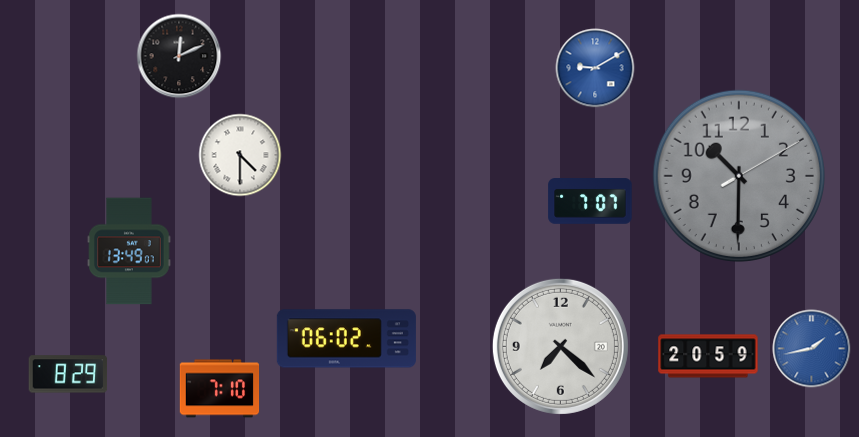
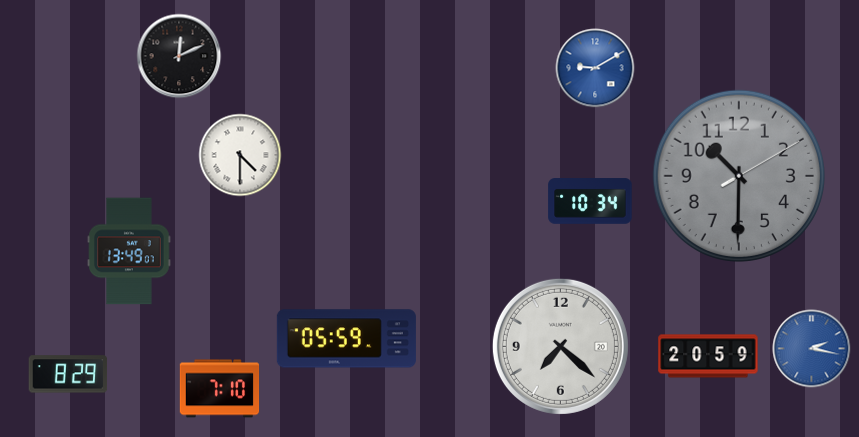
clock at (590, 201): 7:07 -> 10:34
clock at (346, 339): 06:02 -> 05:59
clock at (812, 349): 1:43 -> 2:17
